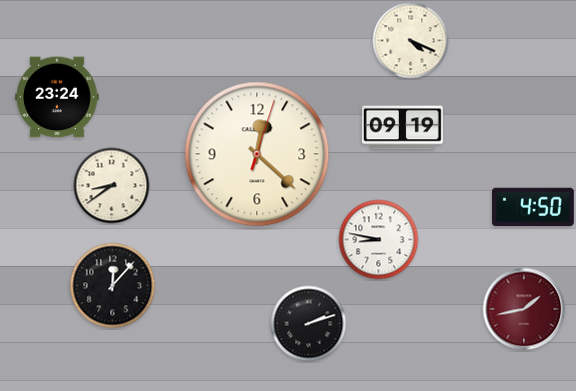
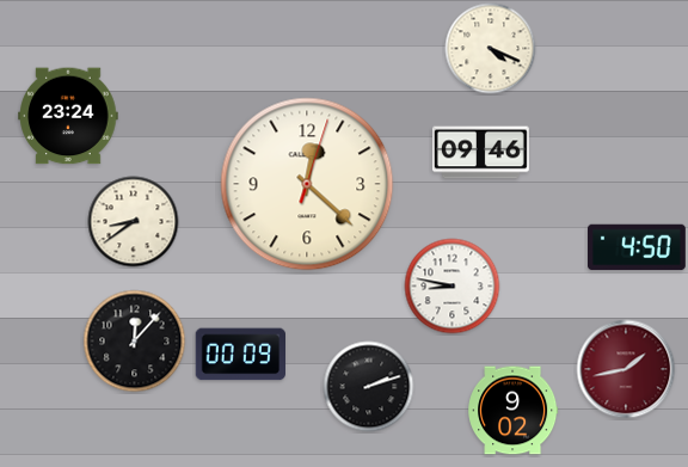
clock at (402, 128): 09:19 -> 09:46
clock at (241, 355): none -> 00:09
clock at (514, 411): none -> 9:02
